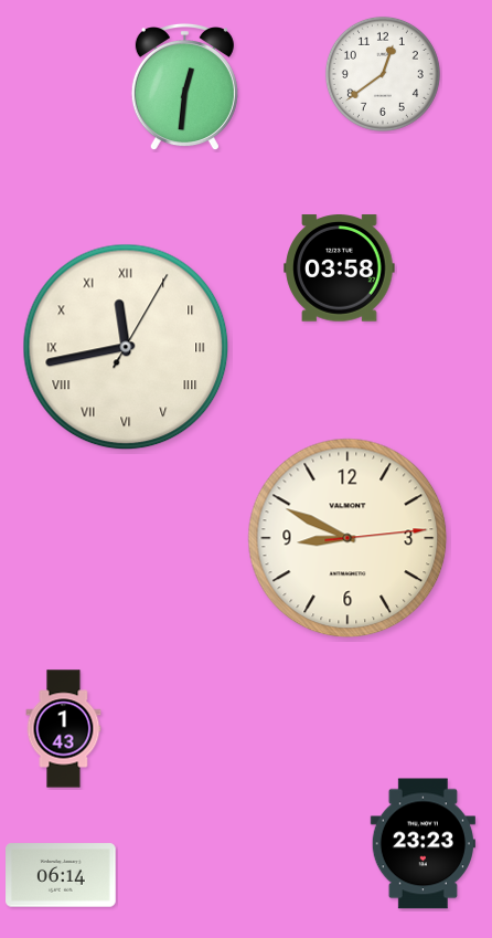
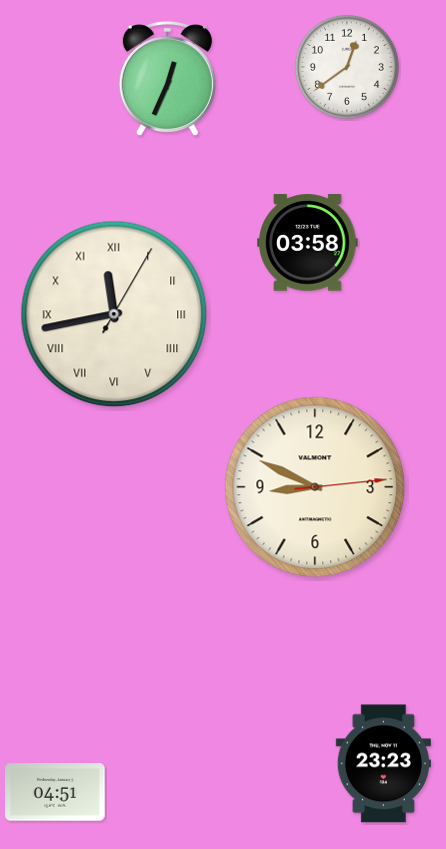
clock at (184, 87): 12:31 -> 12:34
clock at (64, 729): 1:43 -> none
clock at (61, 875): 06:14 -> 04:51
